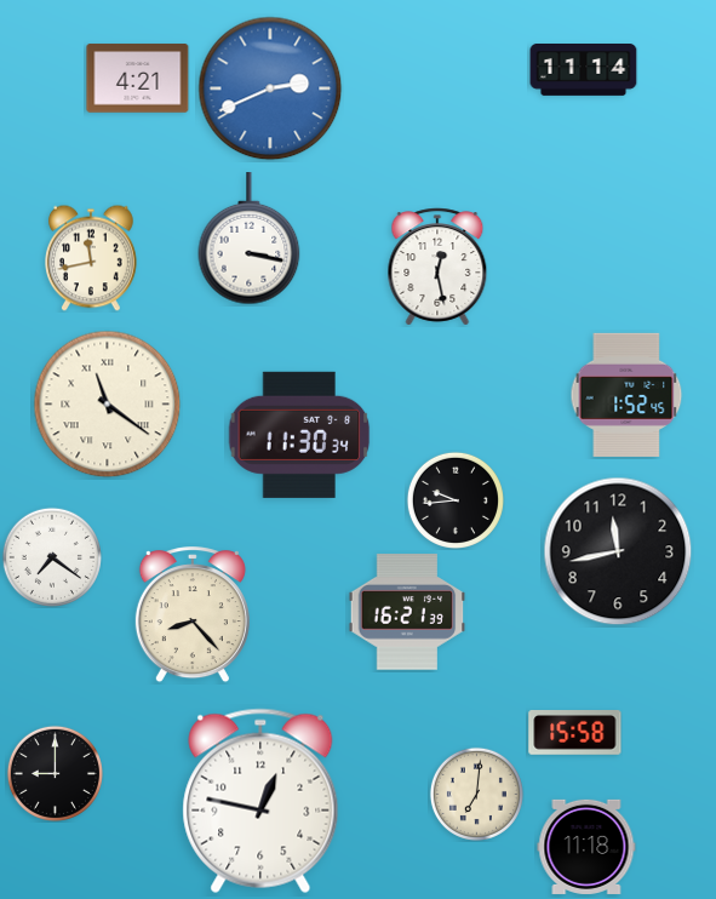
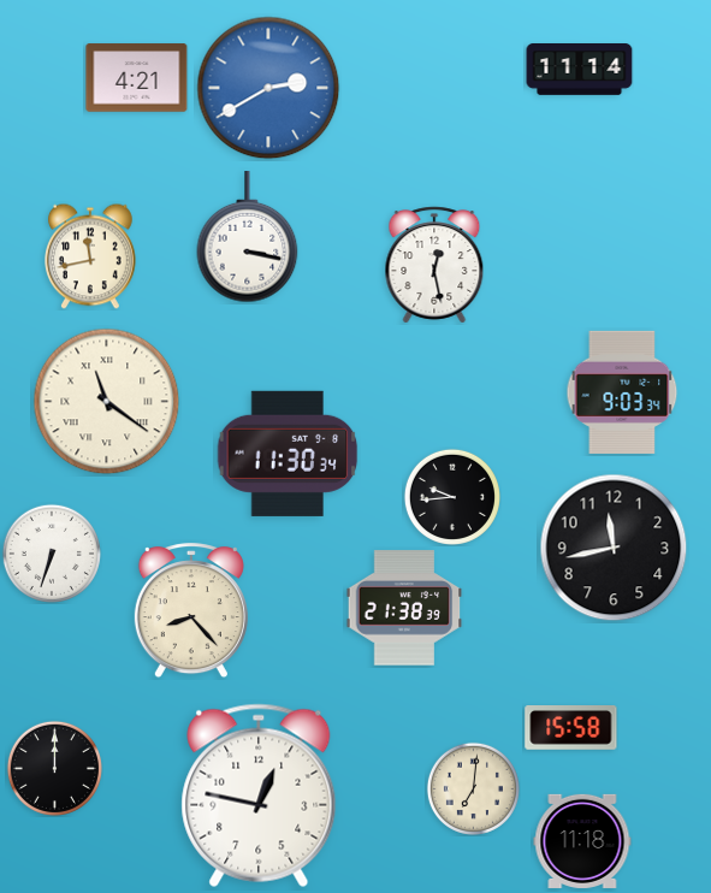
clock at (270, 88): 2:41 -> 2:40
clock at (626, 395): 1:52 -> 9:03
clock at (299, 435) position: (299, 435) -> (288, 454)
clock at (52, 557): 7:21 -> 6:33
clock at (407, 612): 16:21 -> 21:38
clock at (55, 773): 9:00 -> 12:00
